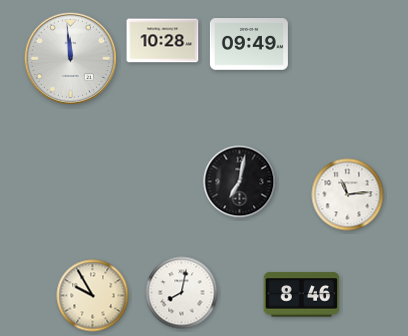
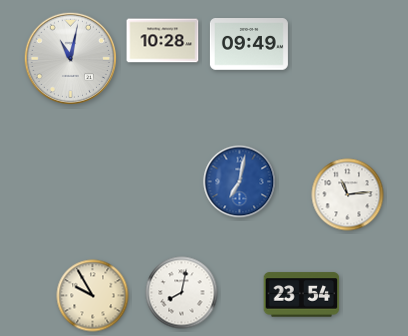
clock at (70, 58): 11:59 -> 11:02
clock at (240, 182) dial: black -> blue
clock at (302, 295): 8:46 -> 23:54
